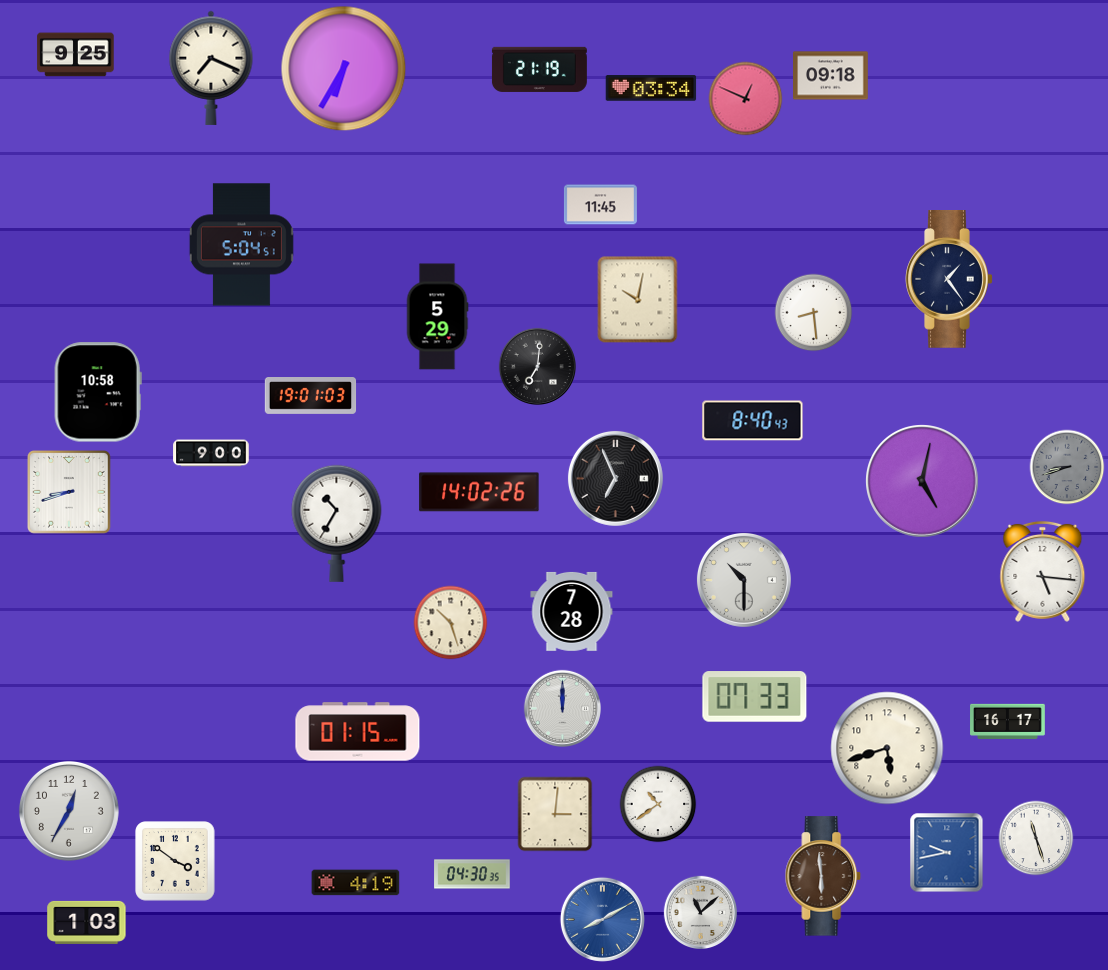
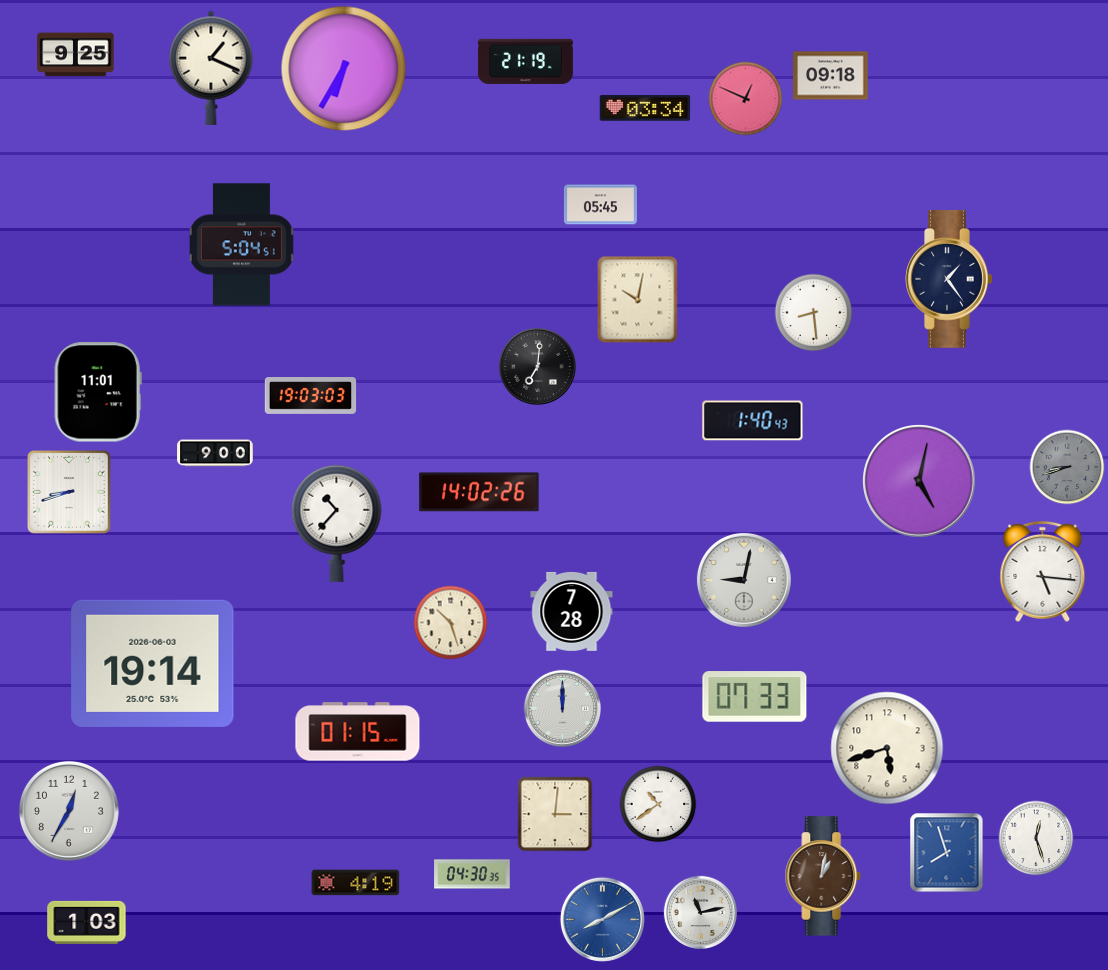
clock at (211, 68): 7:19 -> 1:19
clock at (539, 69) position: (539, 69) -> (525, 61)
clock at (651, 88) position: (651, 88) -> (645, 108)
clock at (600, 205): 11:45 -> 05:45
clock at (437, 317): 5:29 -> none
clock at (98, 392): 10:58 -> 11:01
clock at (311, 396): 19:01 -> 19:03
clock at (753, 421): 8:40 -> 1:40
clock at (211, 453) position: (211, 453) -> (215, 453)
clock at (615, 478): 6:56 -> none
clock at (923, 482) position: (923, 482) -> (920, 482)
clock at (337, 523): 10:35 -> 10:37
clock at (744, 580): 10:30 -> 9:02
clock at (153, 663): none -> 19:14
clock at (1008, 721): 16:17 -> none
clock at (1036, 838): 11:27 -> 12:27
clock at (947, 853): 9:43 -> 7:57
clock at (175, 861): 3:51 -> none
clock at (823, 876): 5:59 -> 1:02
clock at (700, 912): 11:08 -> 11:13
